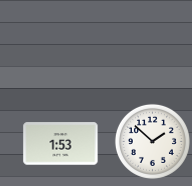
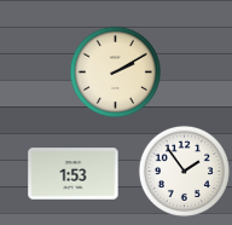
clock at (115, 71): none -> 2:10
clock at (152, 141): 1:52 -> 1:54
